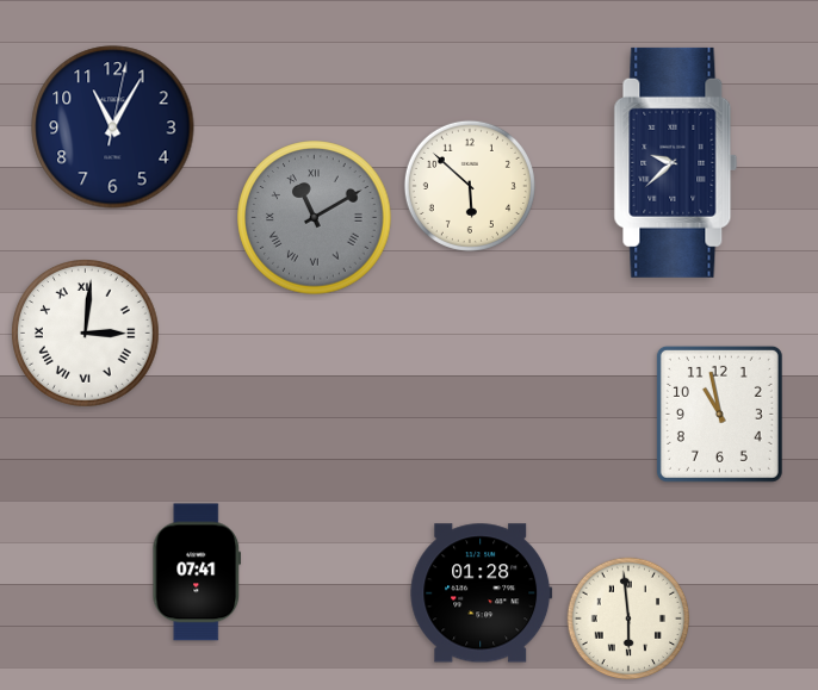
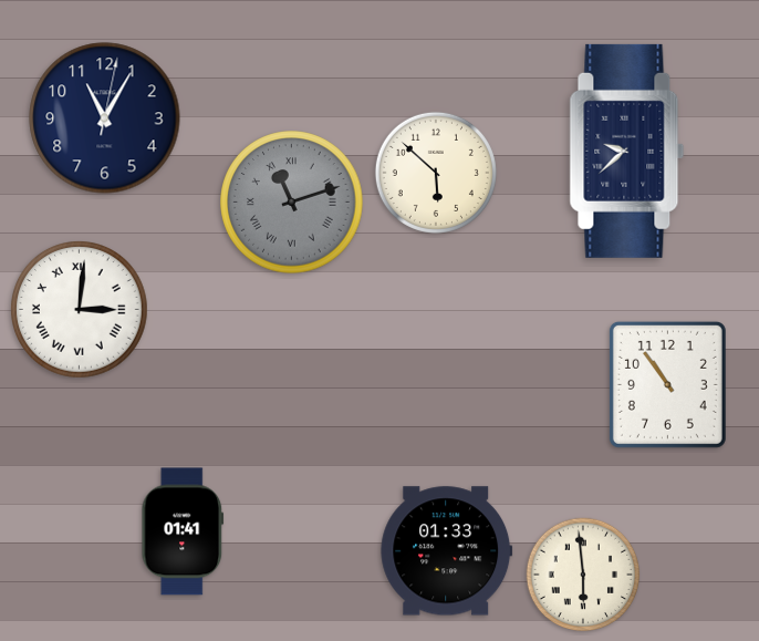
clock at (315, 218): 11:10 -> 11:12
clock at (719, 414): 10:58 -> 10:54
clock at (197, 572): 07:41 -> 01:41
clock at (482, 593): 01:28 -> 01:33
